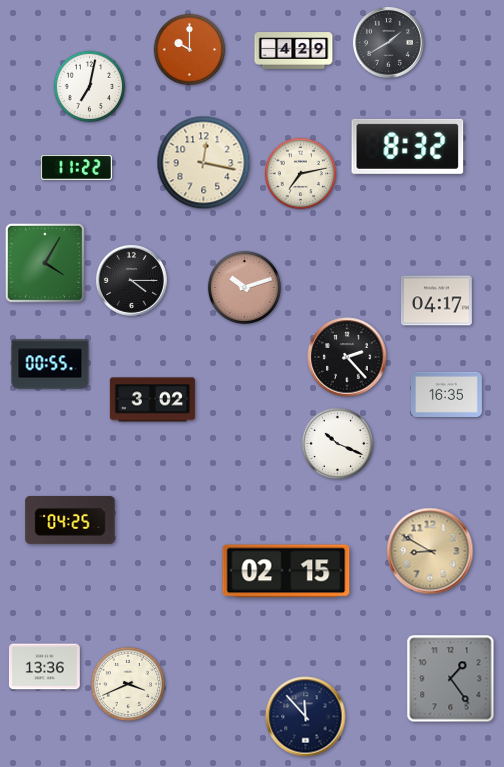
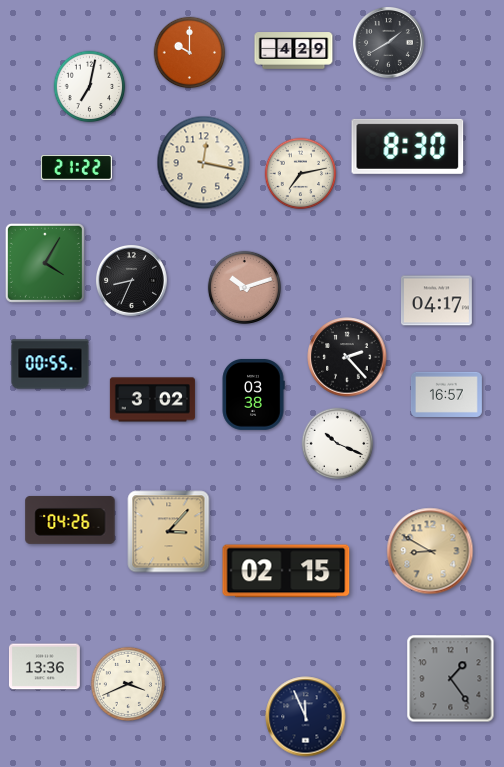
clock at (190, 50) position: (190, 50) -> (190, 53)
clock at (408, 146): 8:32 -> 8:30
clock at (76, 168): 11:22 -> 21:22
clock at (131, 280): 4:15 -> 8:34
clock at (253, 394): none -> 03:38
clock at (446, 394): 16:35 -> 16:57
clock at (70, 520): 04:25 -> 04:26
clock at (169, 532): none -> 3:07
clock at (306, 717): 11:53 -> 11:56
